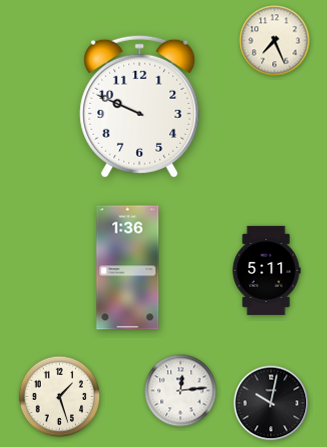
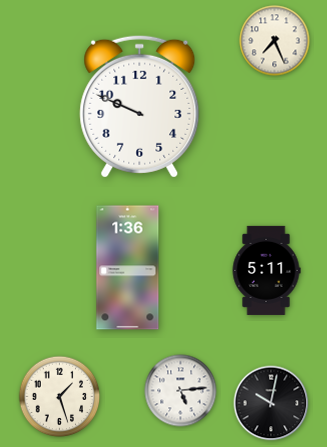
clock at (181, 391): 12:14 -> 5:14
